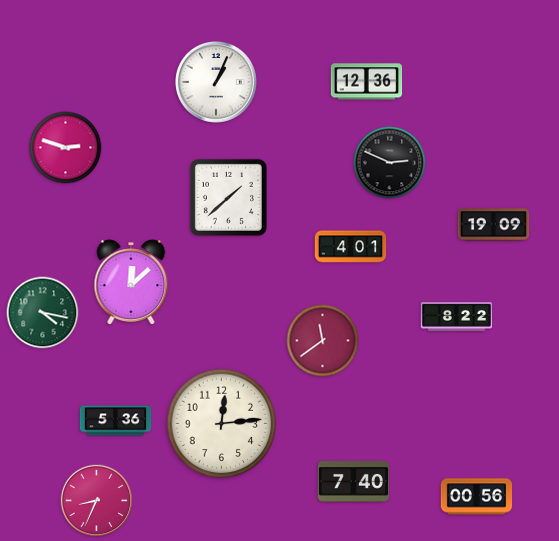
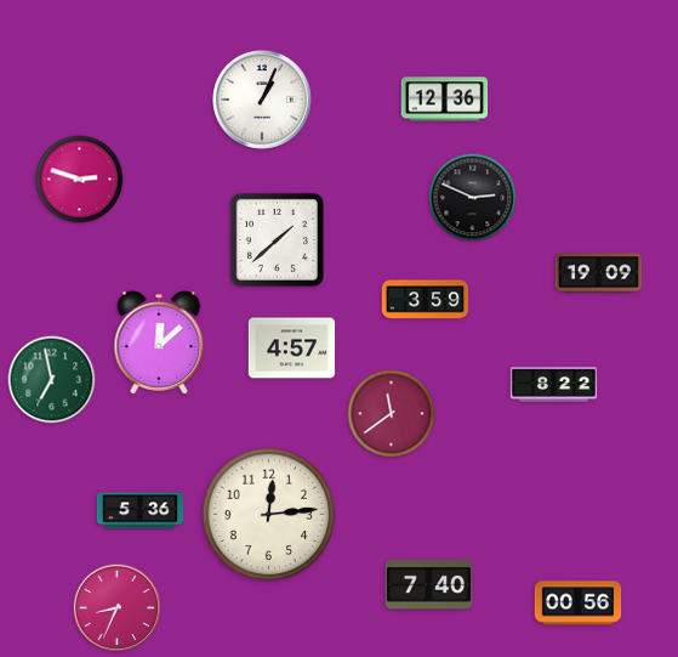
clock at (351, 247): 4:01 -> 3:59
clock at (292, 349): none -> 4:57
clock at (43, 313): 4:17 -> 6:58
